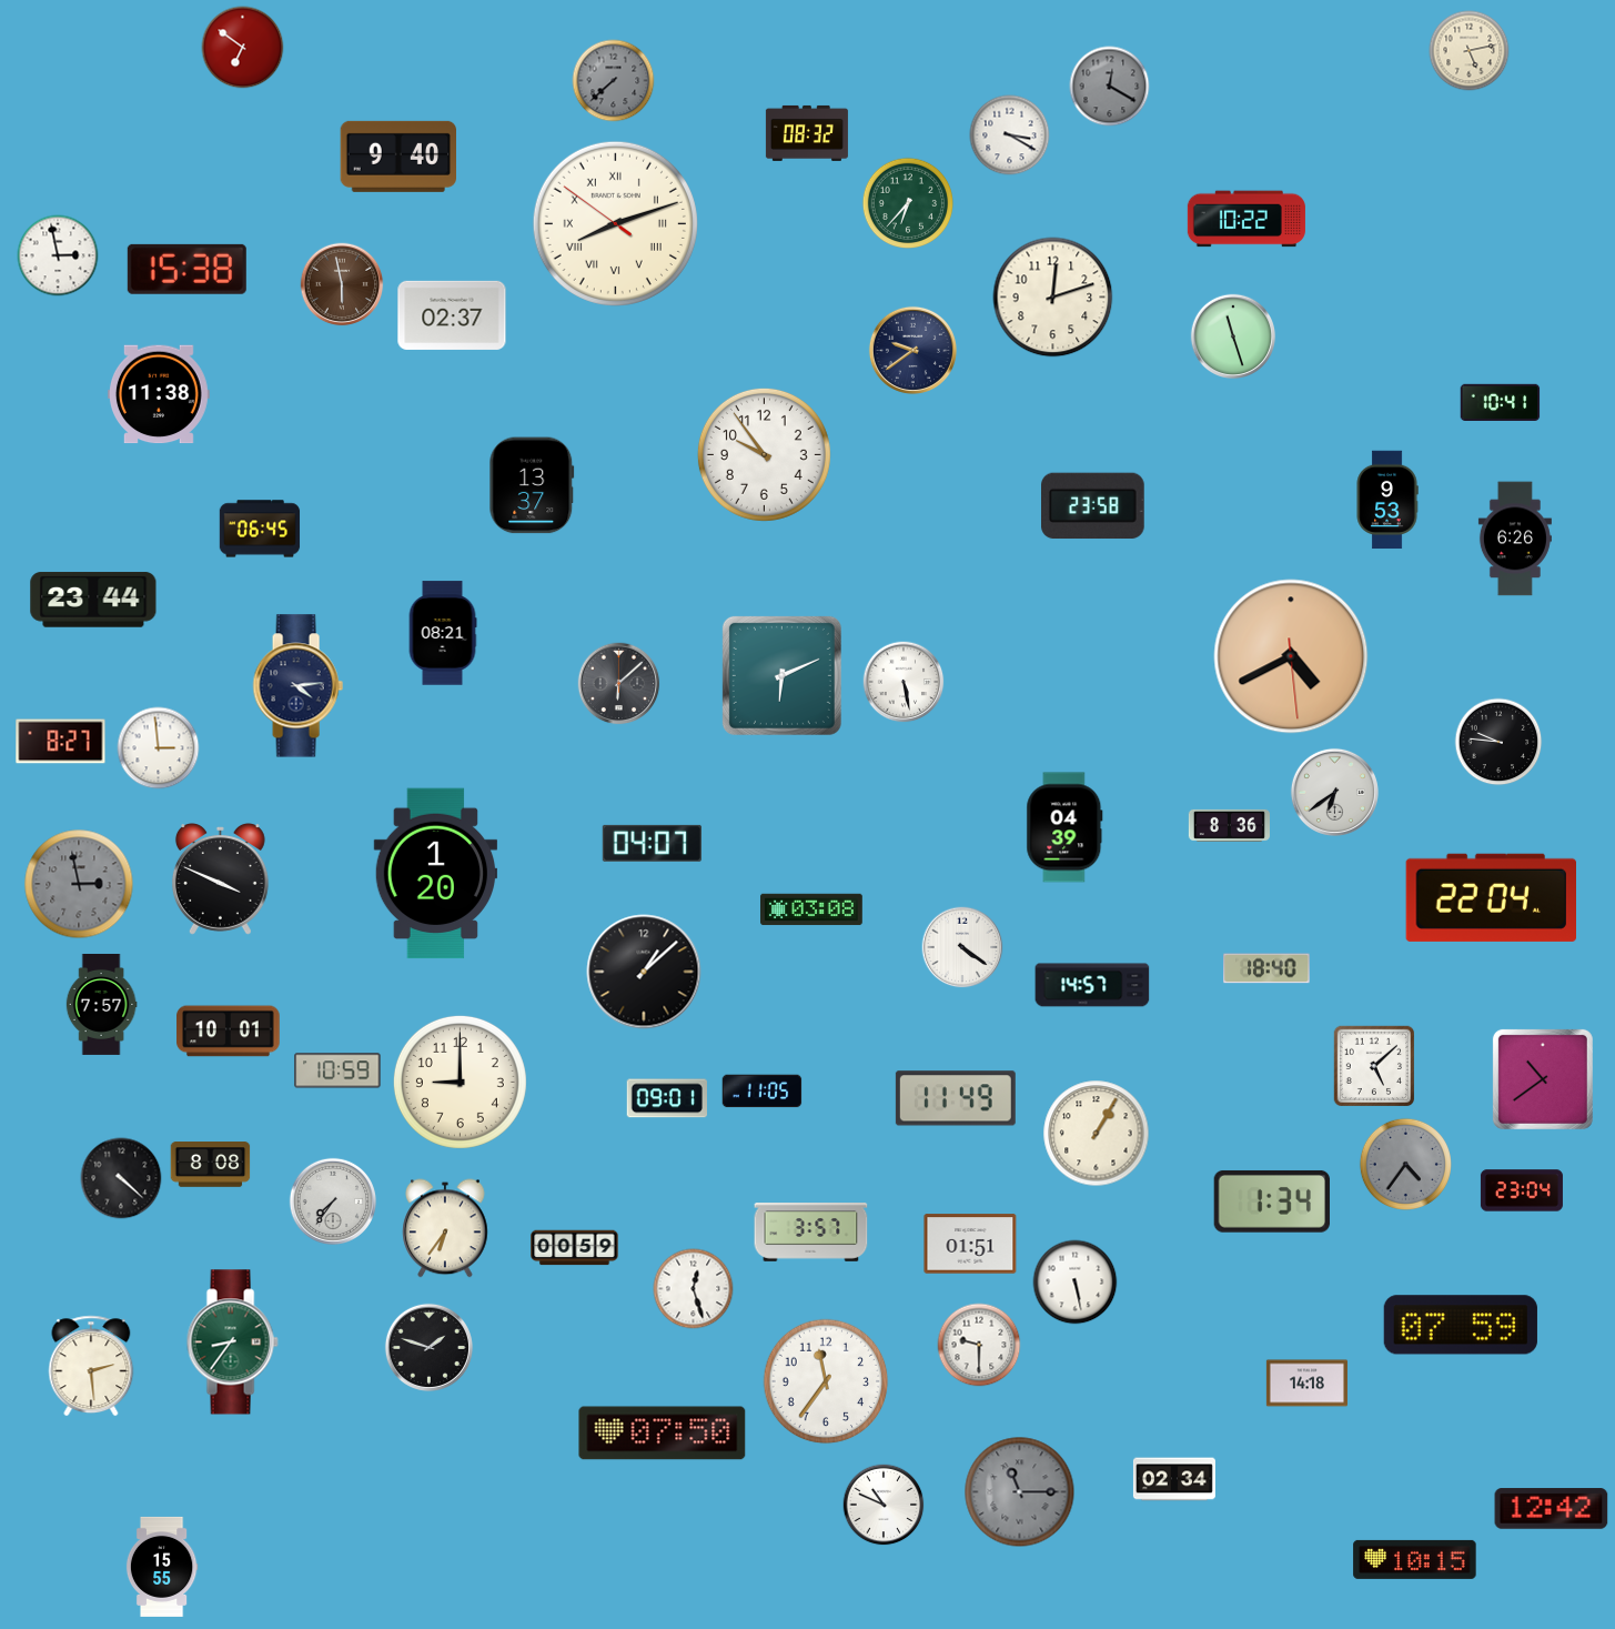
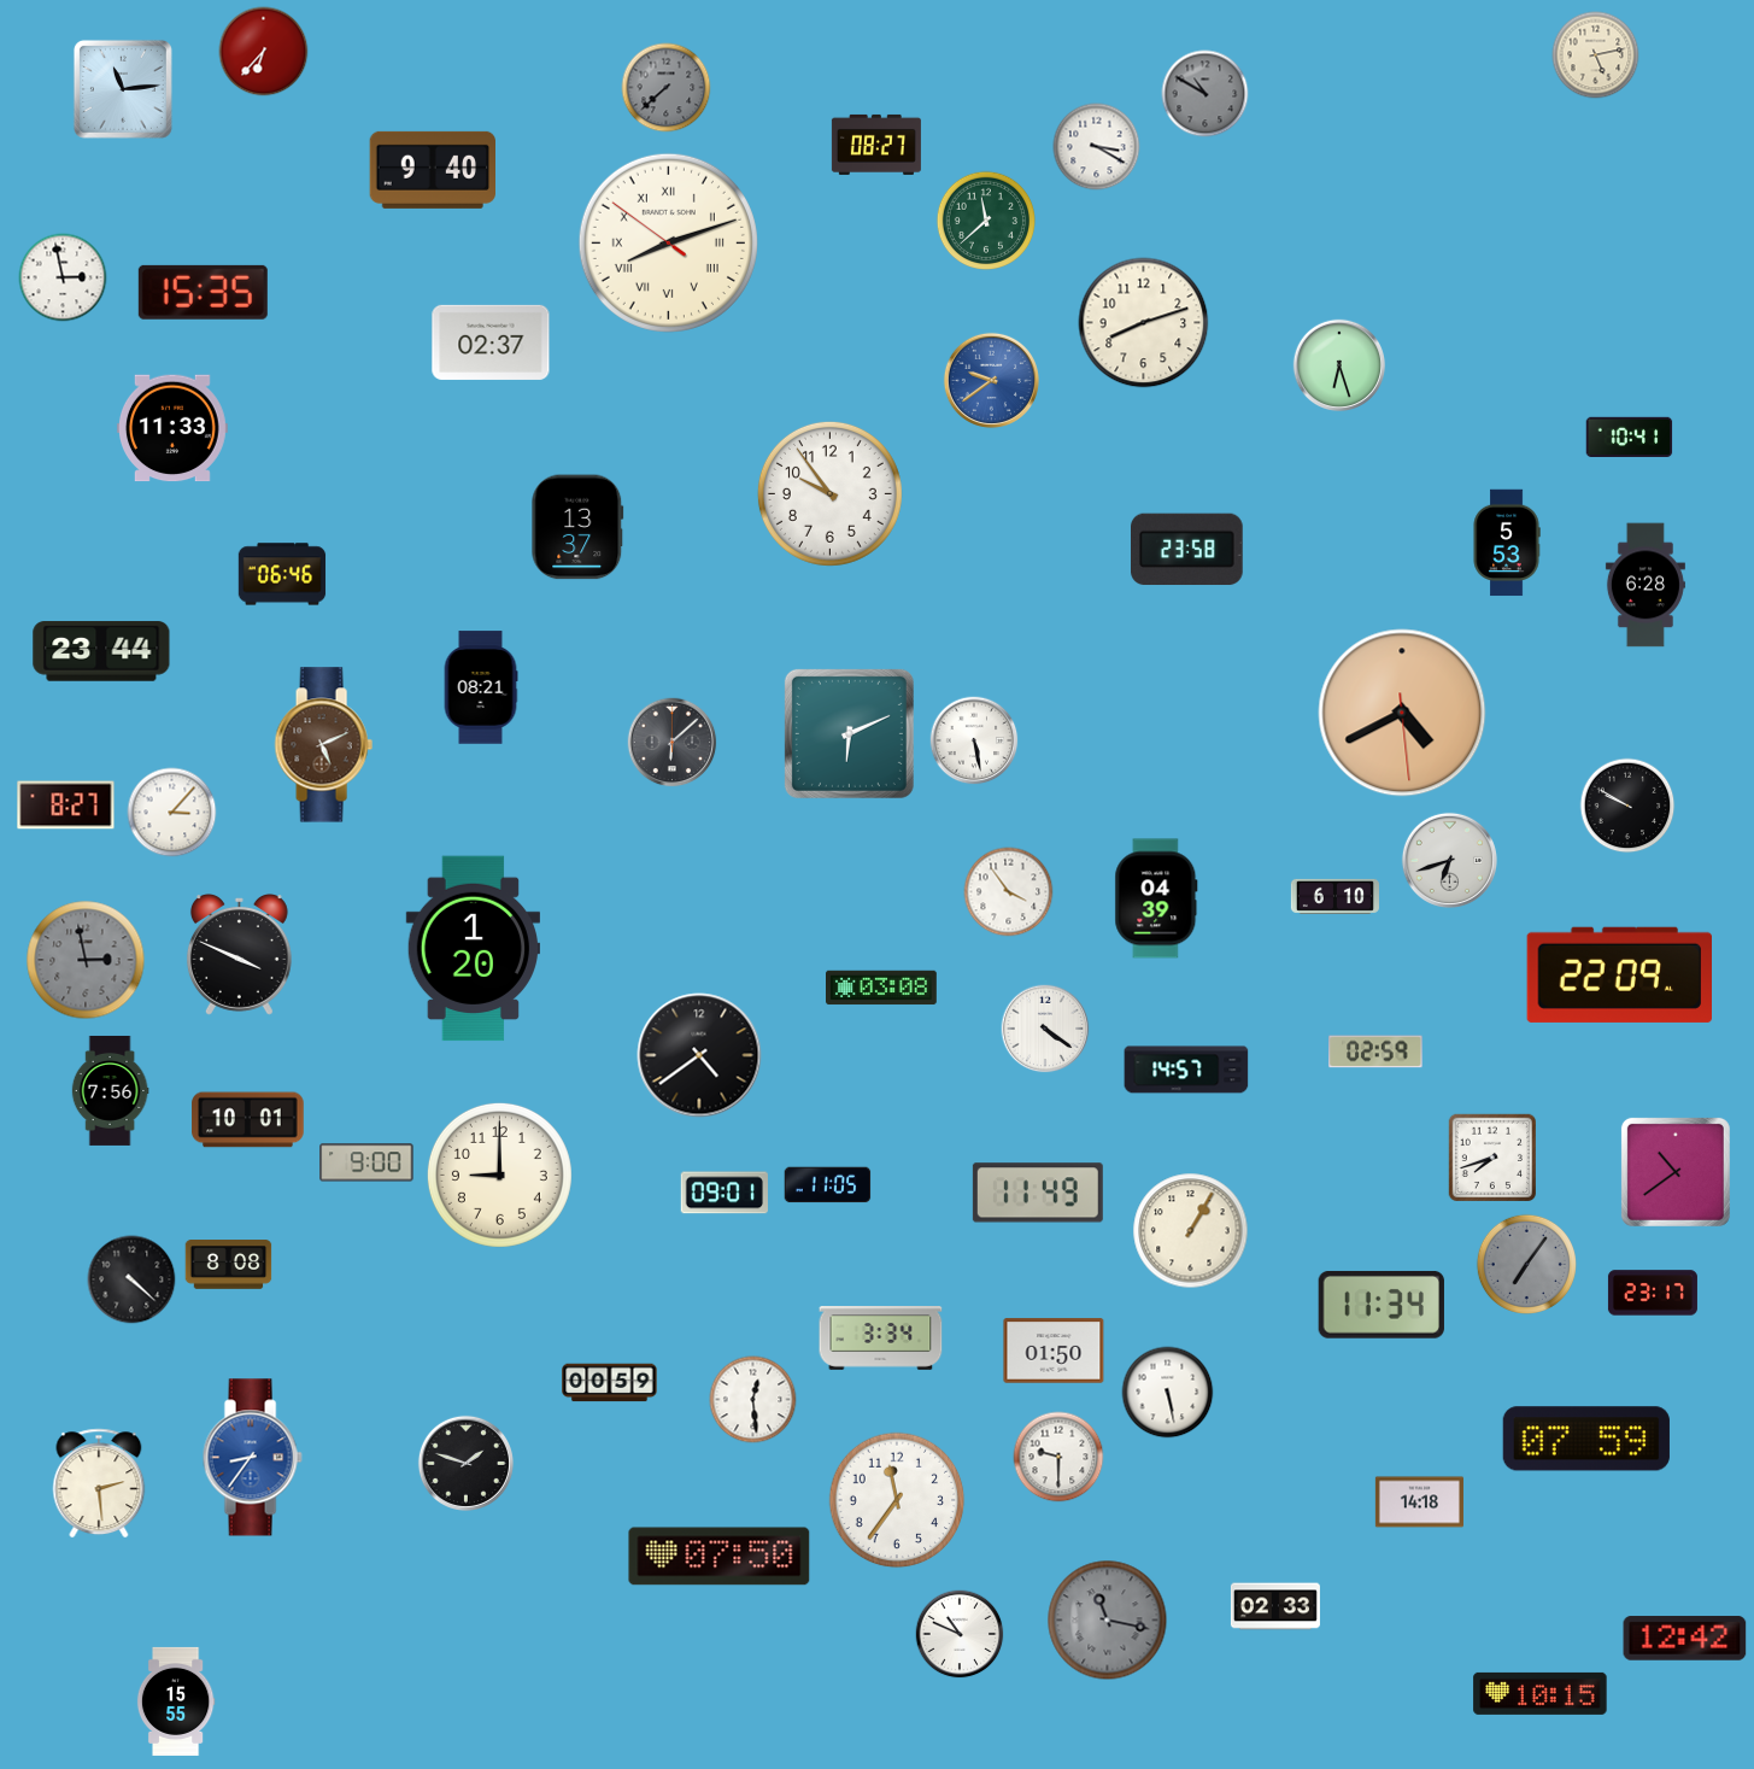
clock at (243, 48): 6:51 -> 6:37
clock at (123, 89): none -> 11:14
clock at (1110, 87): 12:20 -> 10:50
clock at (807, 133): 08:32 -> 08:27
clock at (907, 202): 6:37 -> 11:38
clock at (1246, 219): 10:22 -> none
clock at (186, 269): 15:38 -> 15:35
clock at (342, 284): 5:58 -> none
clock at (1053, 298): 12:12 -> 8:12
clock at (1233, 336): 11:27 -> 6:27
clock at (912, 350) dial: navy -> blue
clock at (159, 394): 11:38 -> 11:33
clock at (1387, 500): 9:53 -> 5:53
clock at (260, 529): 06:45 -> 06:46
clock at (1515, 539): 6:26 -> 6:28
clock at (904, 682) position: (904, 682) -> (974, 740)
clock at (297, 686): 4:14 -> 5:11
clock at (297, 686) dial: navy -> brown
clock at (1498, 742): 9:46 -> 9:50
clock at (159, 748): 2:59 -> 3:07
clock at (1334, 792): 6:39 -> 6:42
clock at (1009, 892): none -> 3:54
clock at (1229, 825): 8:36 -> 6:10
clock at (652, 843): 04:07 -> none
clock at (1491, 897): 22:04 -> 22:09
clock at (1266, 968): 18:40 -> 02:59
clock at (644, 972): 1:08 -> 4:39
clock at (101, 1004): 7:57 -> 7:56
clock at (1374, 1066): 5:08 -> 7:42
clock at (337, 1070): 10:59 -> 9:00
clock at (1405, 1164): 4:36 -> 7:06
clock at (1522, 1190): 23:04 -> 23:17
clock at (333, 1201): 7:36 -> none
clock at (1271, 1201): 1:34 -> 11:34
clock at (445, 1228): 6:36 -> none
clock at (811, 1233): 3:57 -> 3:34
clock at (970, 1244): 01:51 -> 01:50
clock at (575, 1248) position: (575, 1248) -> (610, 1383)
clock at (694, 1289): 12:27 -> 12:29
clock at (232, 1343) dial: green -> blue
clock at (979, 1345) position: (979, 1345) -> (1058, 1457)
clock at (1174, 1479): 02:34 -> 02:33
clock at (1020, 1492): 11:15 -> 11:17
clock at (1415, 1559) position: (1415, 1559) -> (1541, 1693)
